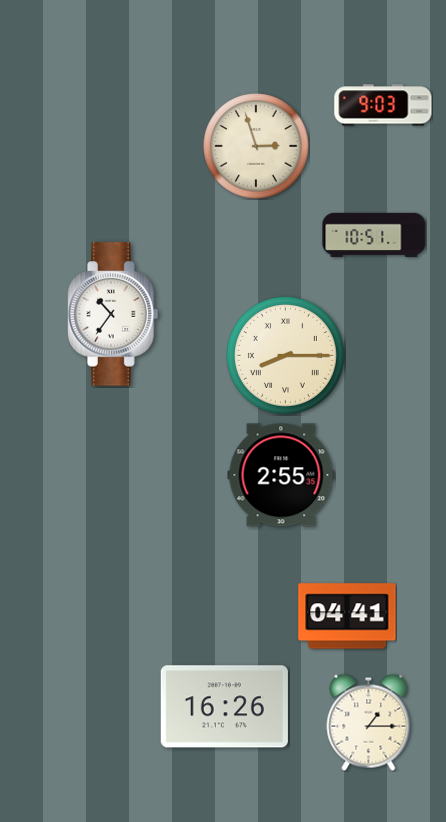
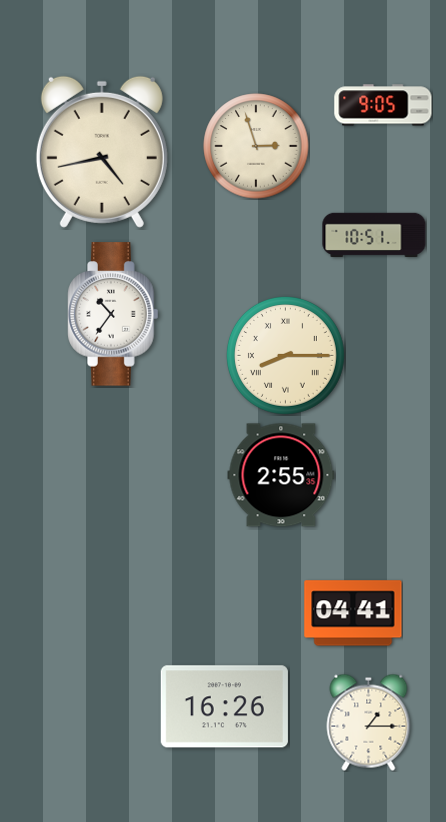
clock at (383, 105): 9:03 -> 9:05
clock at (102, 152): none -> 4:43
clock at (347, 616) position: (347, 616) -> (353, 613)
